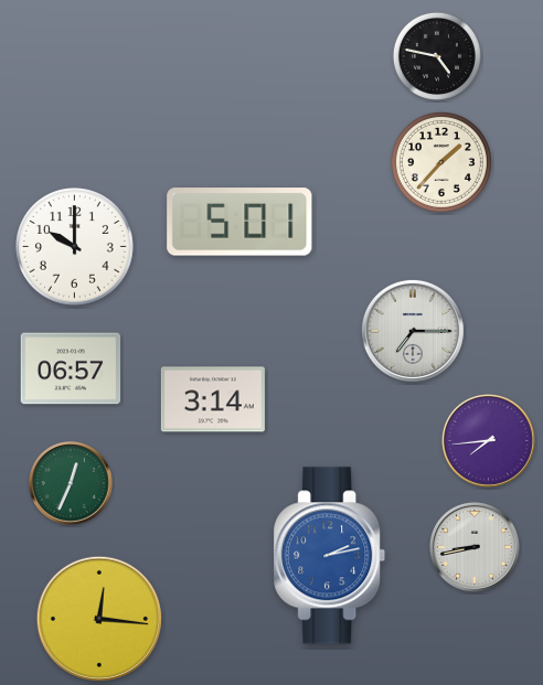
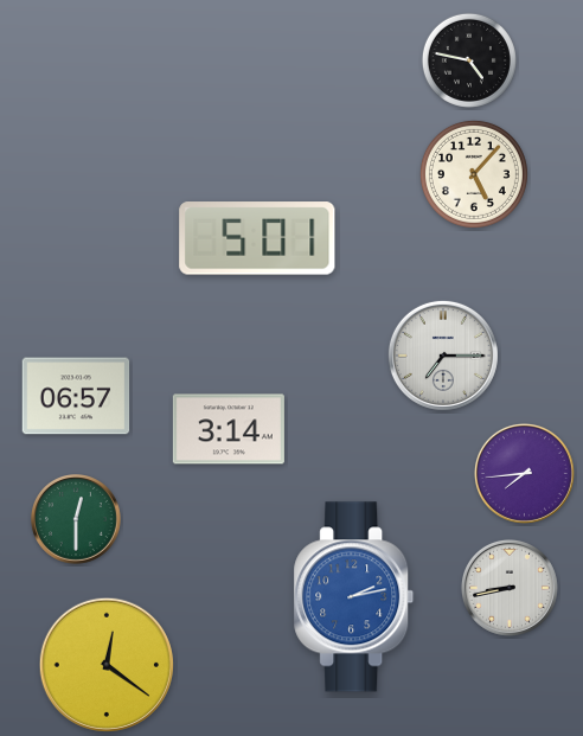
clock at (441, 162): 1:37 -> 5:07
clock at (75, 247): 10:00 -> none
clock at (72, 484): 12:34 -> 12:30
clock at (99, 619): 12:16 -> 12:21
